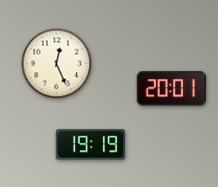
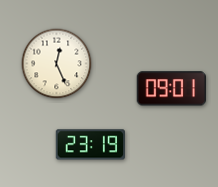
clock at (171, 89): 20:01 -> 09:01
clock at (90, 145): 19:19 -> 23:19
